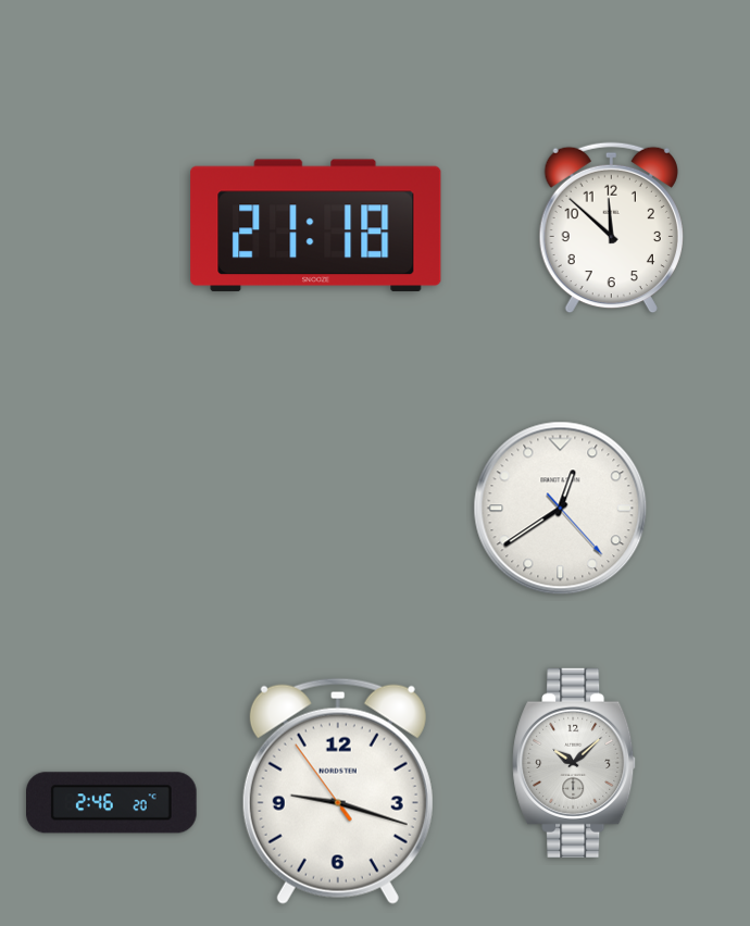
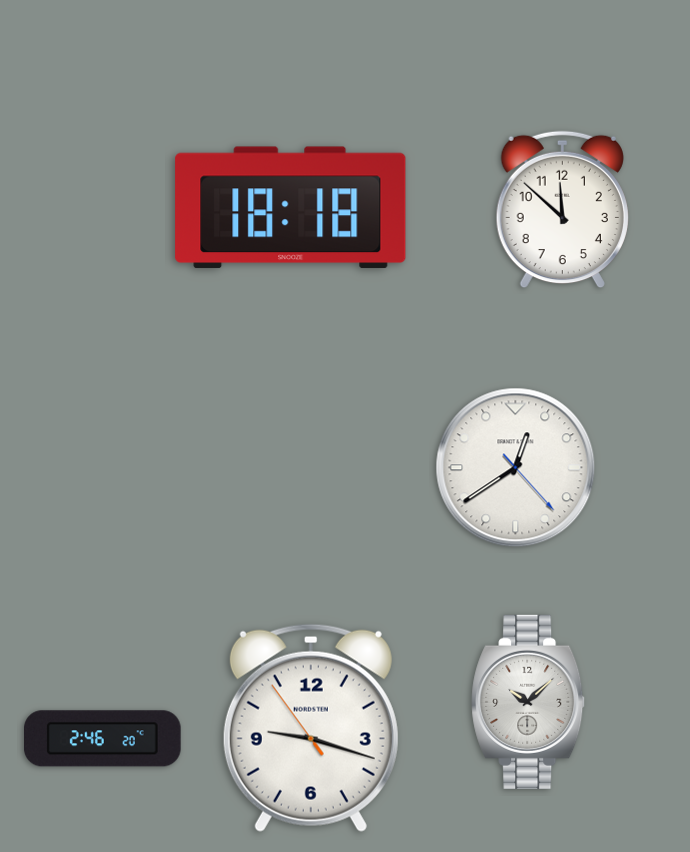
clock at (316, 226): 21:18 -> 18:18
